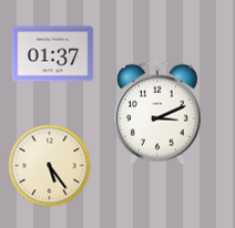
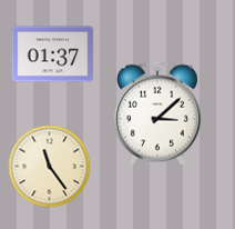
clock at (157, 113): 3:11 -> 3:08
clock at (50, 166): 5:24 -> 11:24
